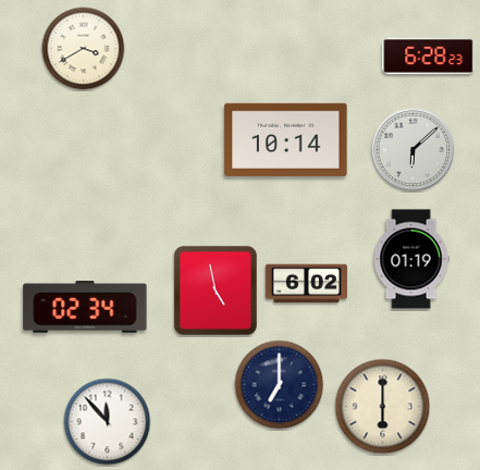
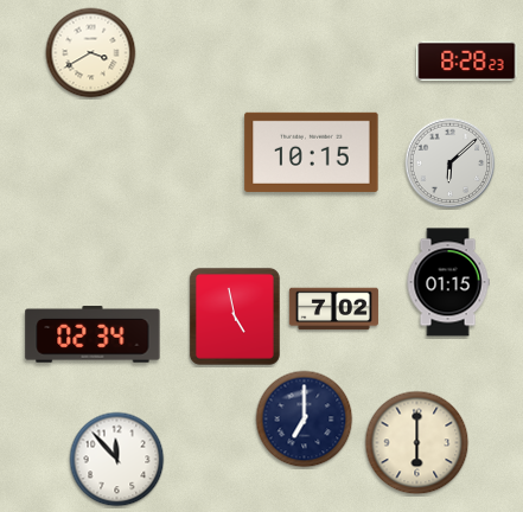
clock at (429, 55): 6:28 -> 8:28
clock at (286, 139): 10:14 -> 10:15
clock at (411, 259): 01:19 -> 01:15
clock at (306, 284): 6:02 -> 7:02
